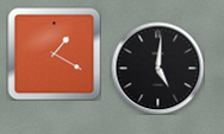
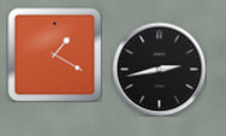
clock at (157, 68): 5:01 -> 2:43
